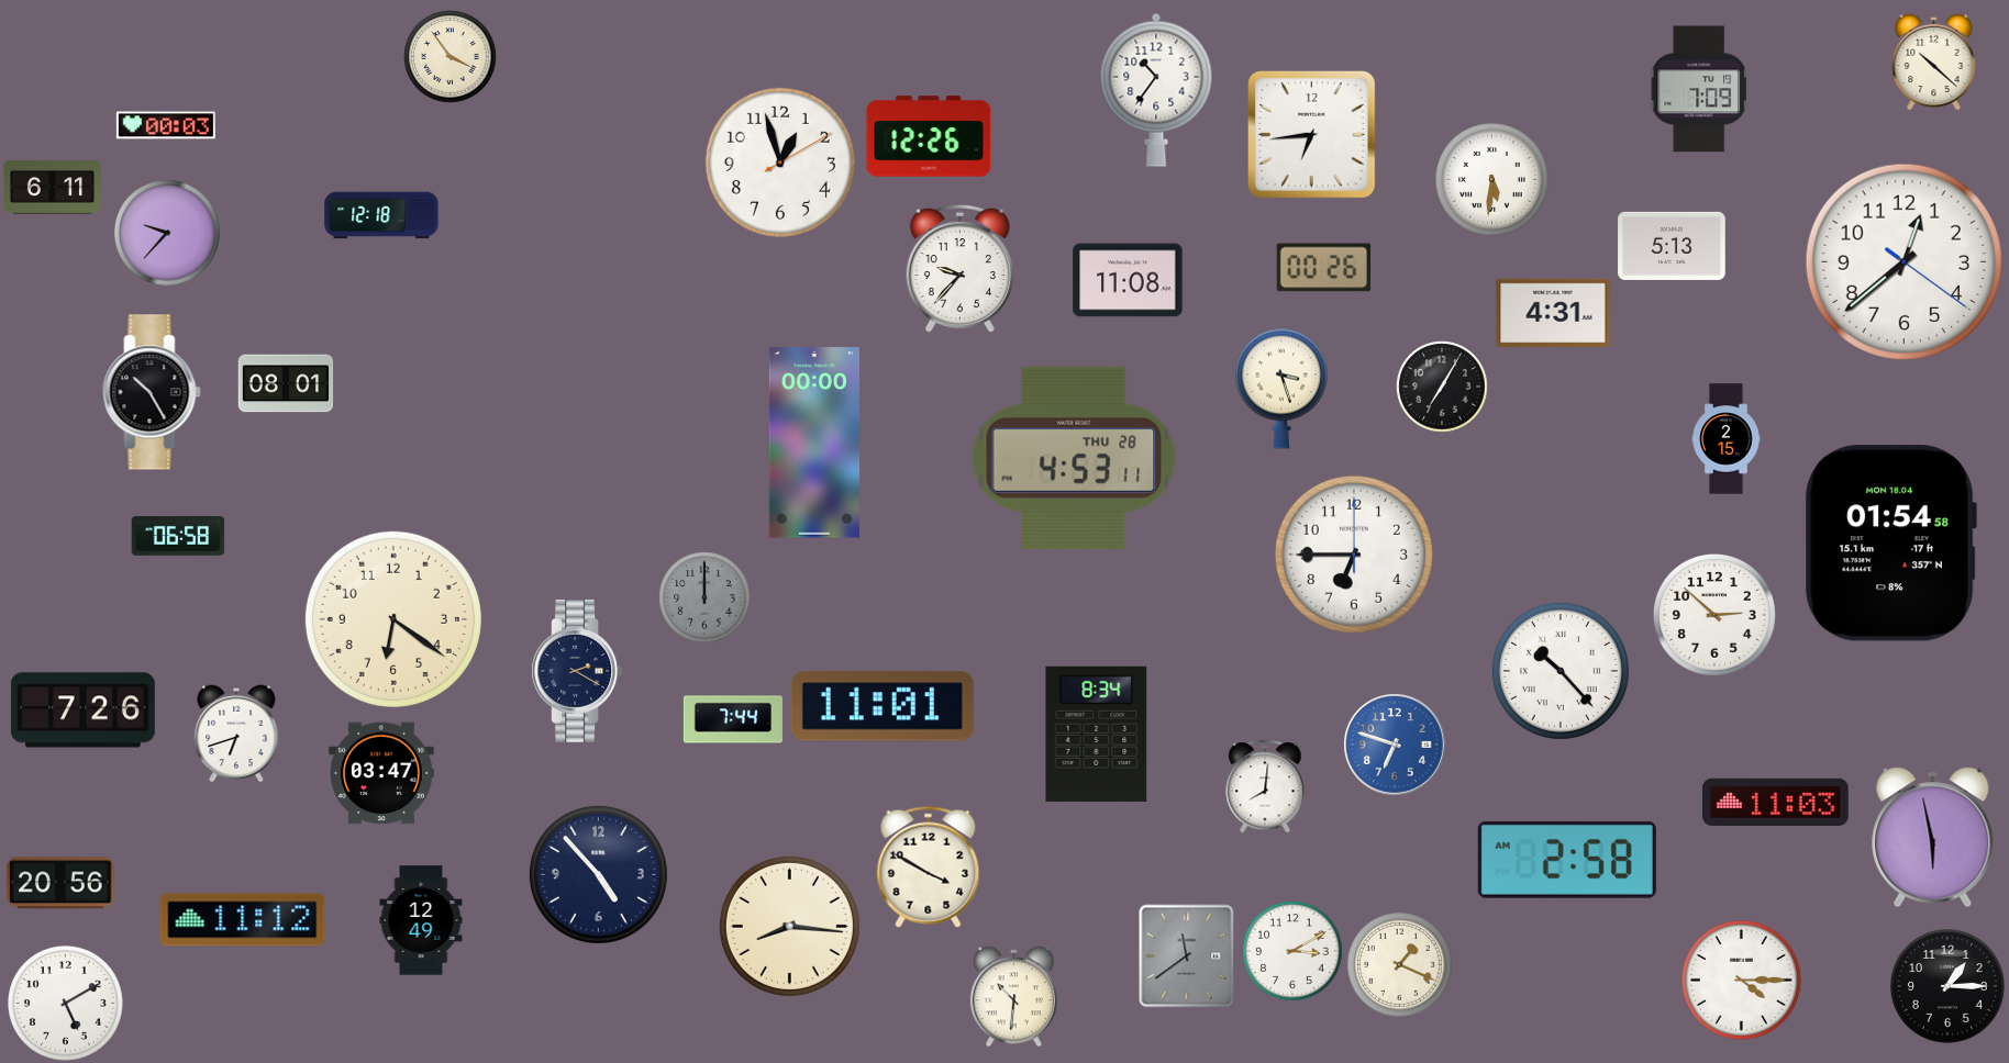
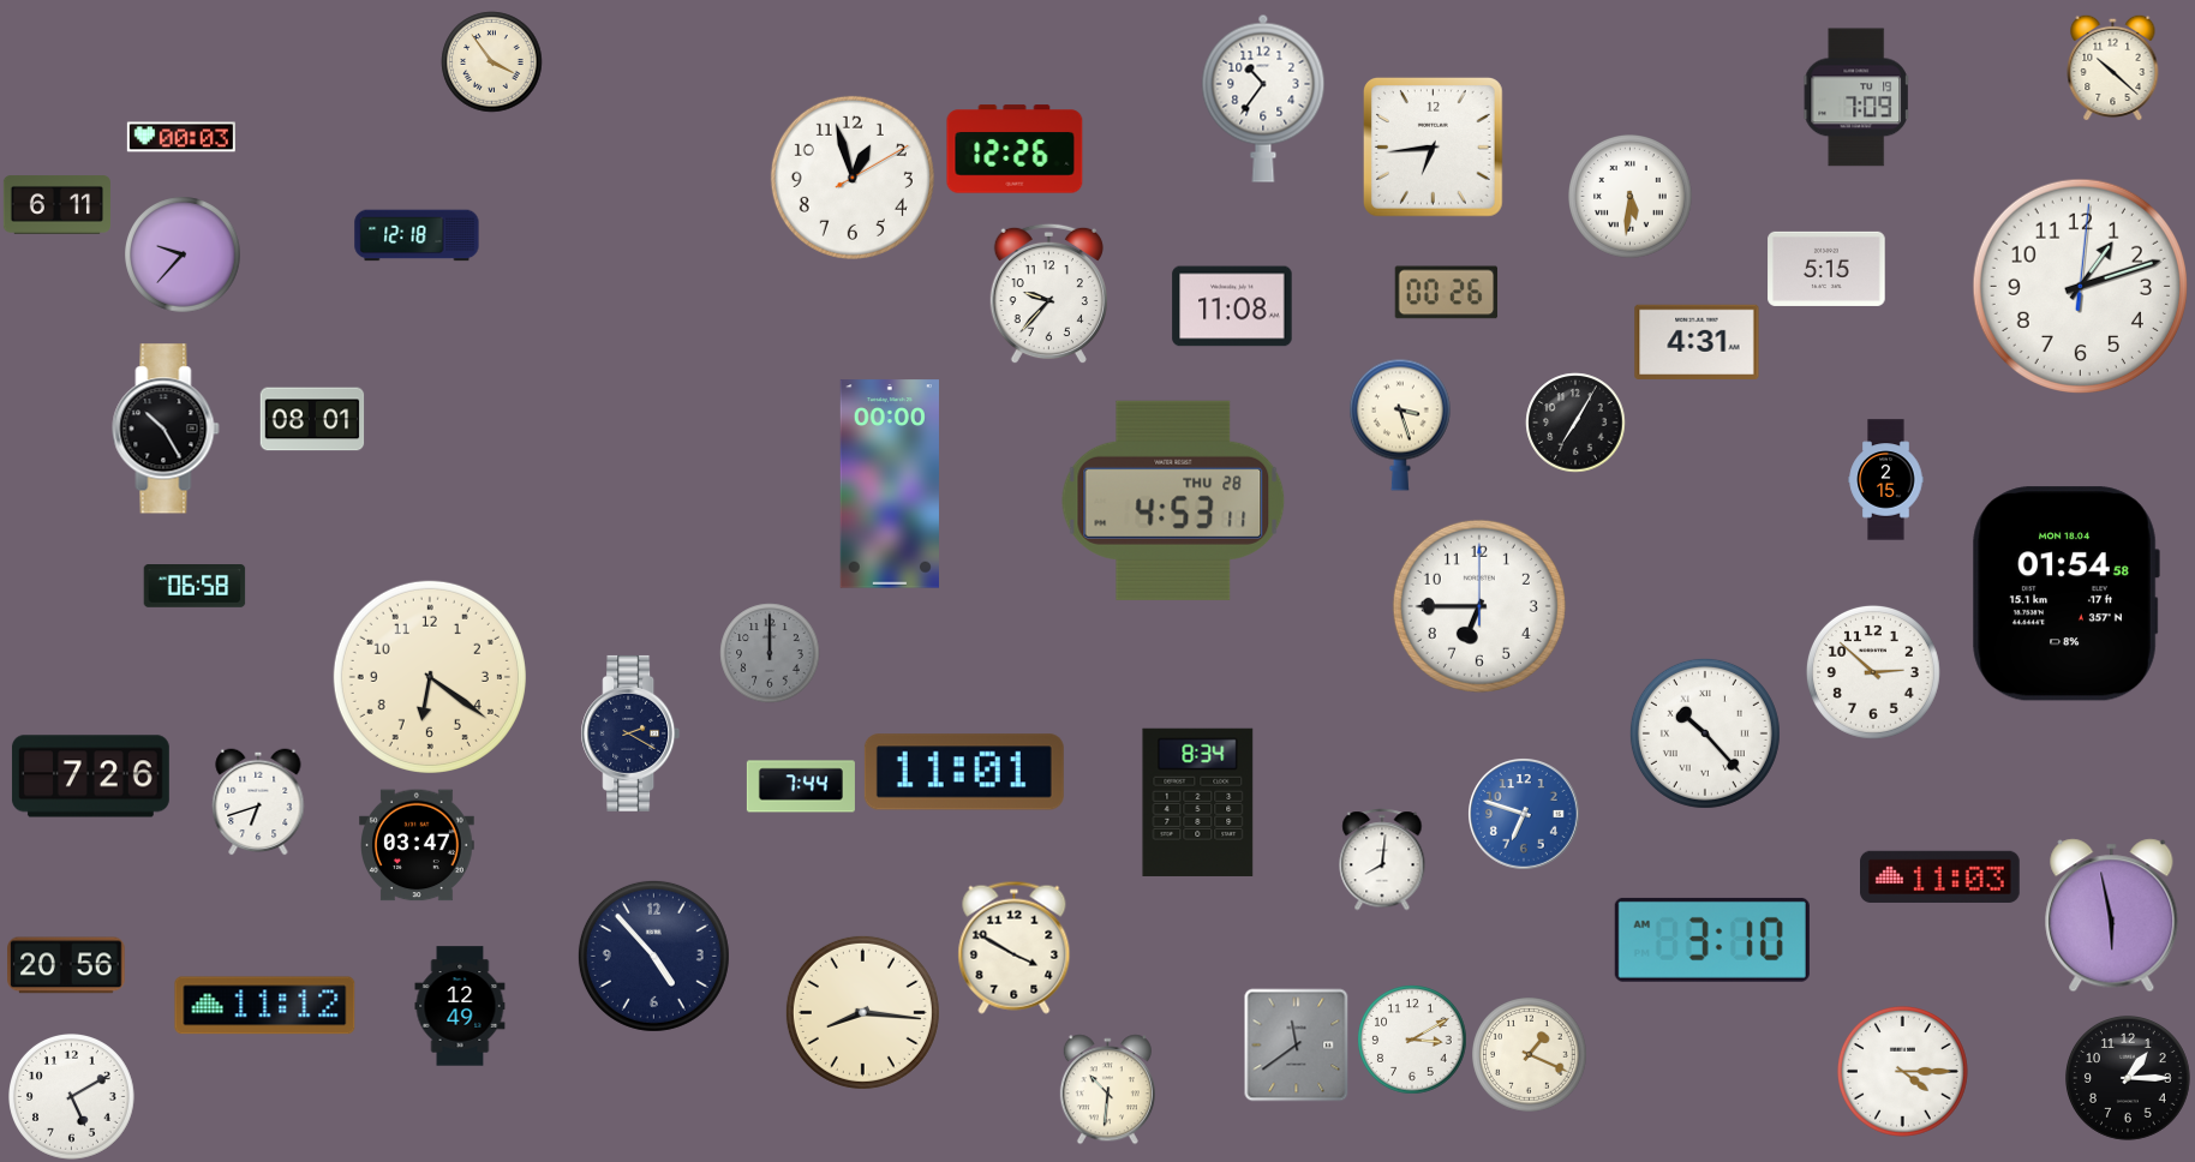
clock at (1672, 246): 5:13 -> 5:15
clock at (1903, 261): 12:38 -> 1:12
clock at (1567, 860): 2:58 -> 3:10
